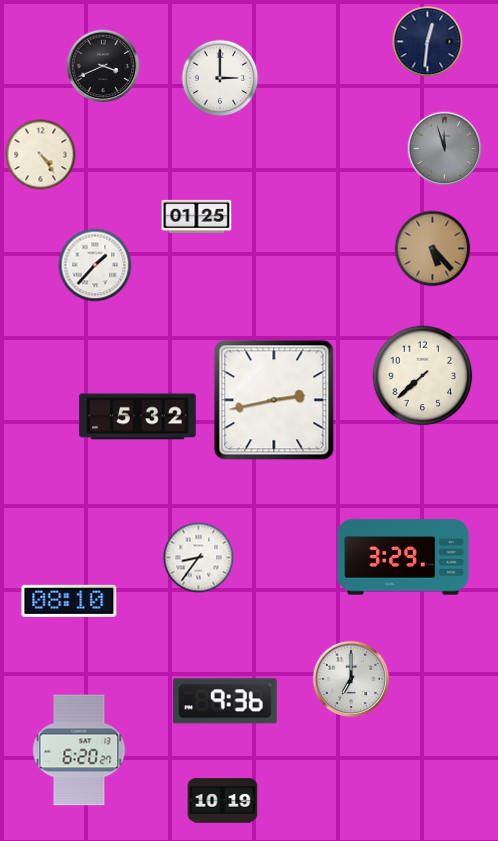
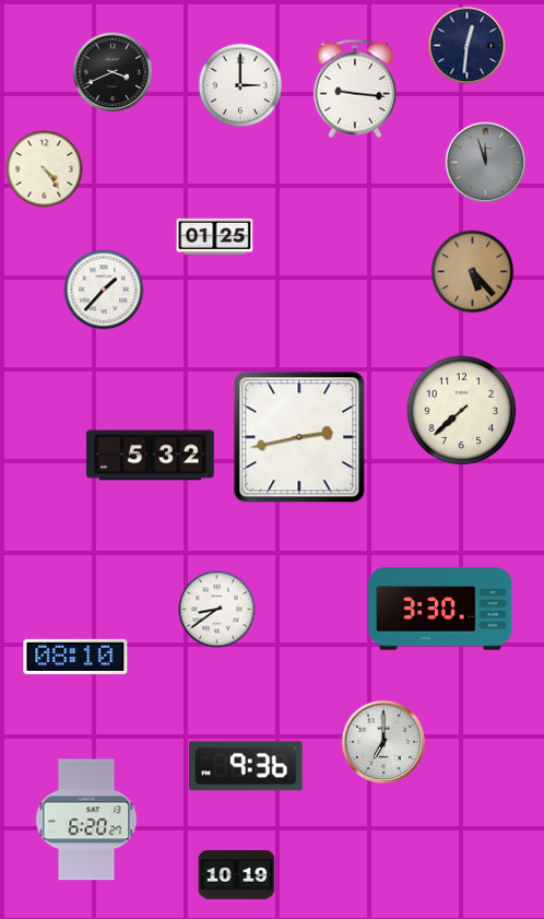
clock at (355, 89): none -> 9:16
clock at (403, 557): 3:29 -> 3:30
clock at (199, 558): 8:36 -> 8:39
clock at (223, 801) position: (223, 801) -> (237, 875)
